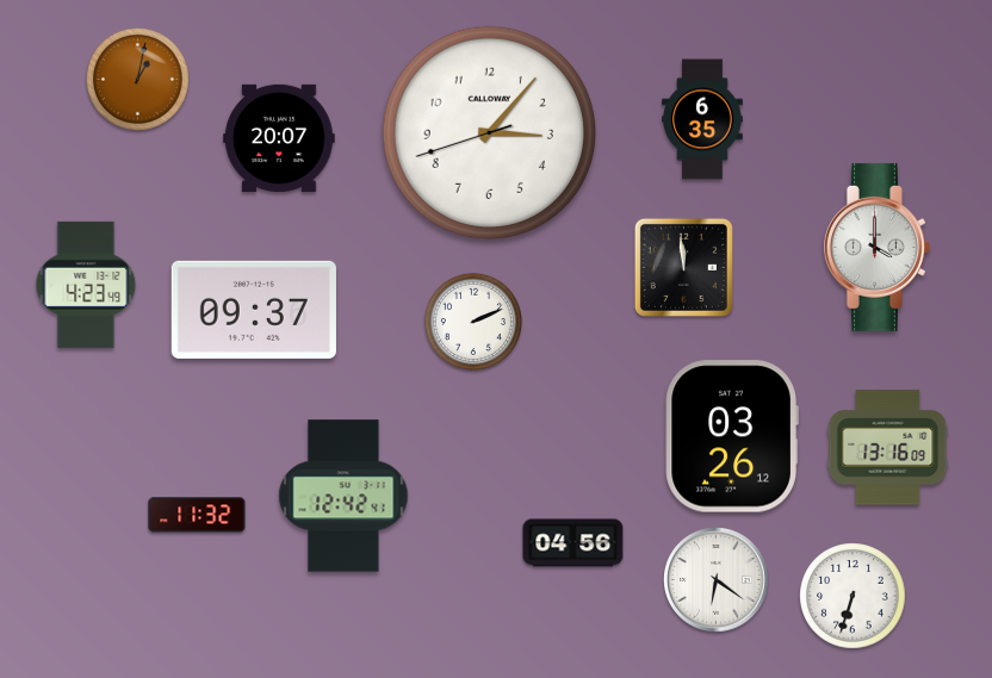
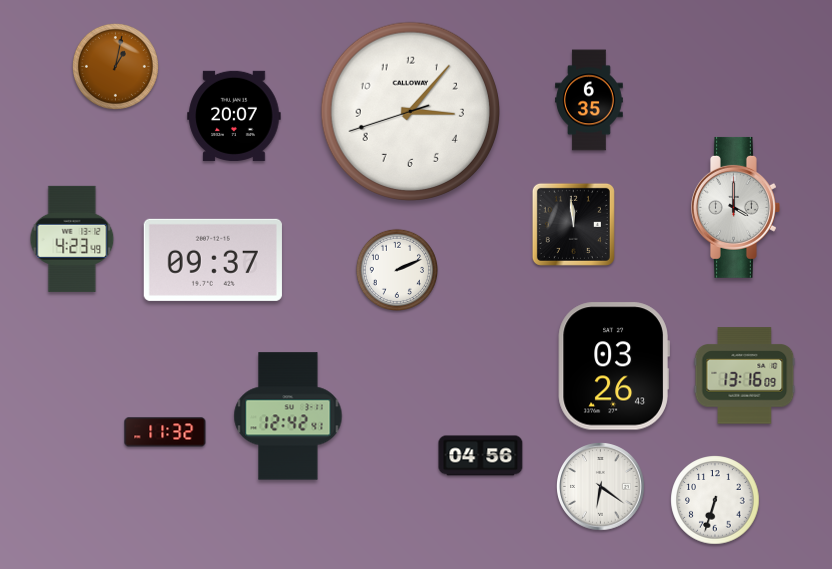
clock at (732, 436): 03:26:12 -> 03:26:43
